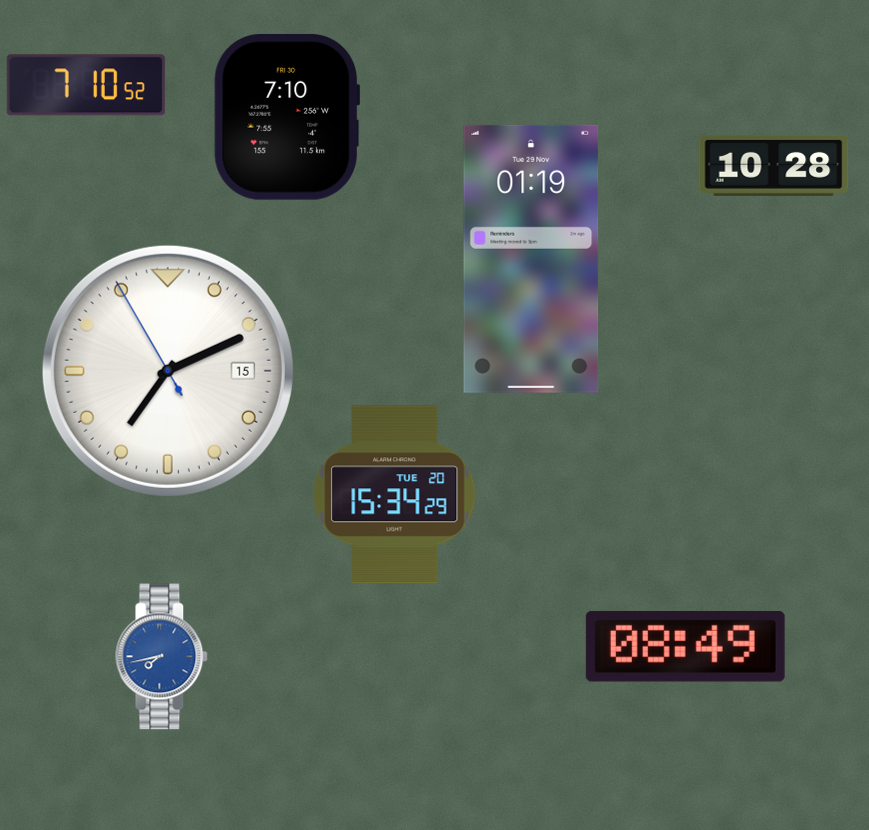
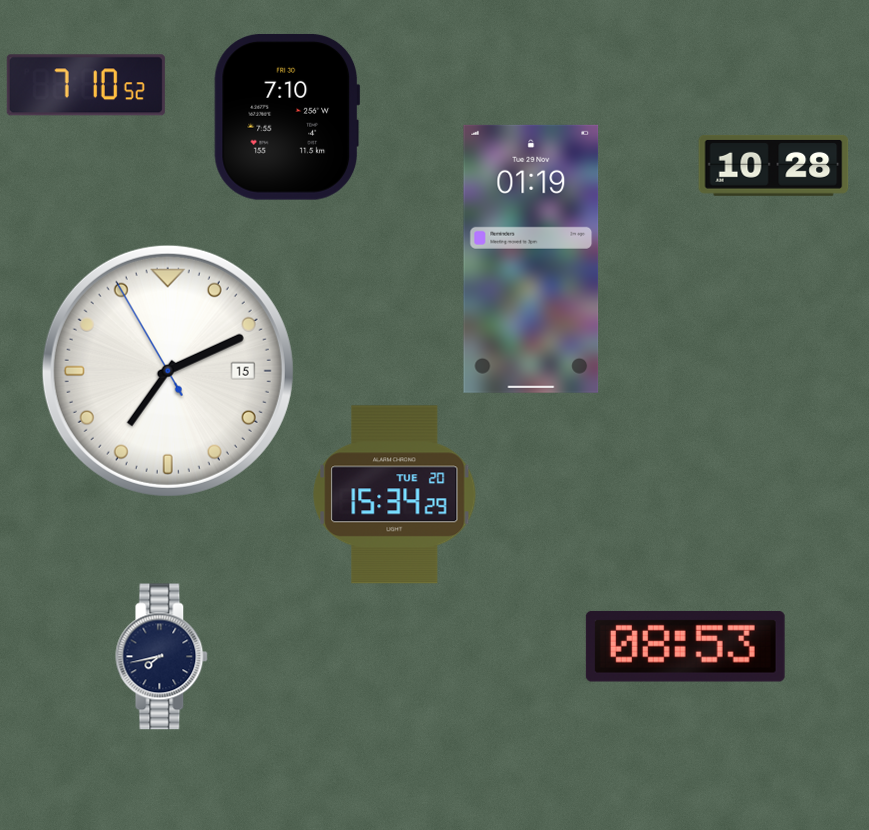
clock at (685, 646): 08:49 -> 08:53
clock at (162, 657) dial: blue -> navy
